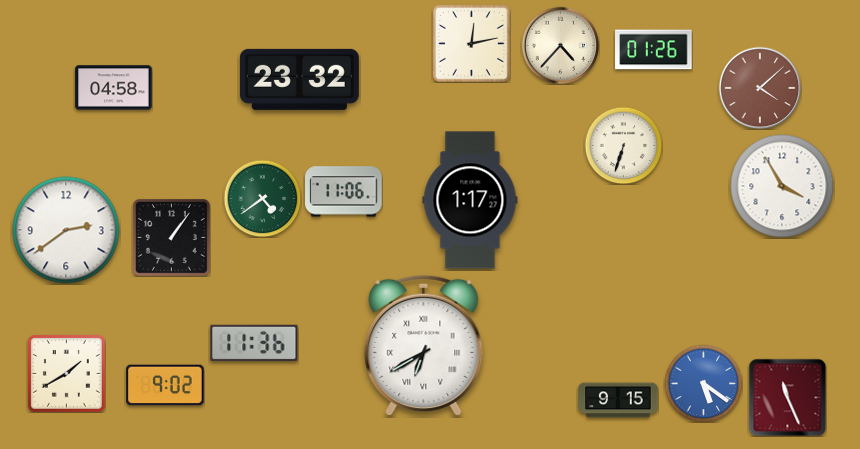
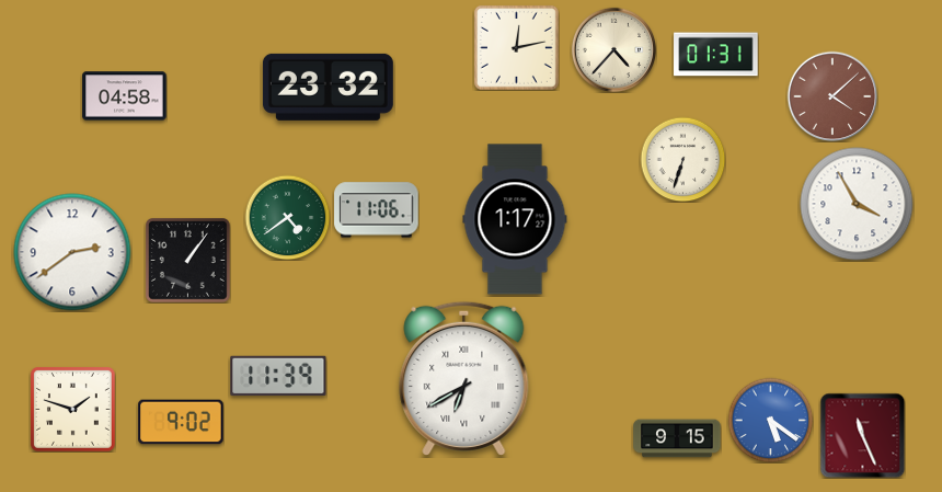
clock at (654, 50): 01:26 -> 01:31
clock at (254, 342): 11:36 -> 11:39
clock at (66, 373): 1:40 -> 1:48
